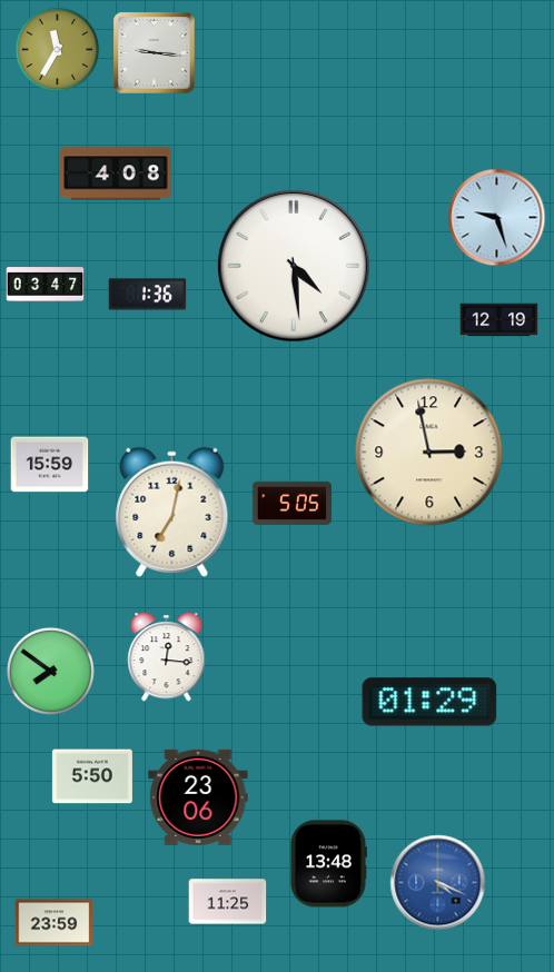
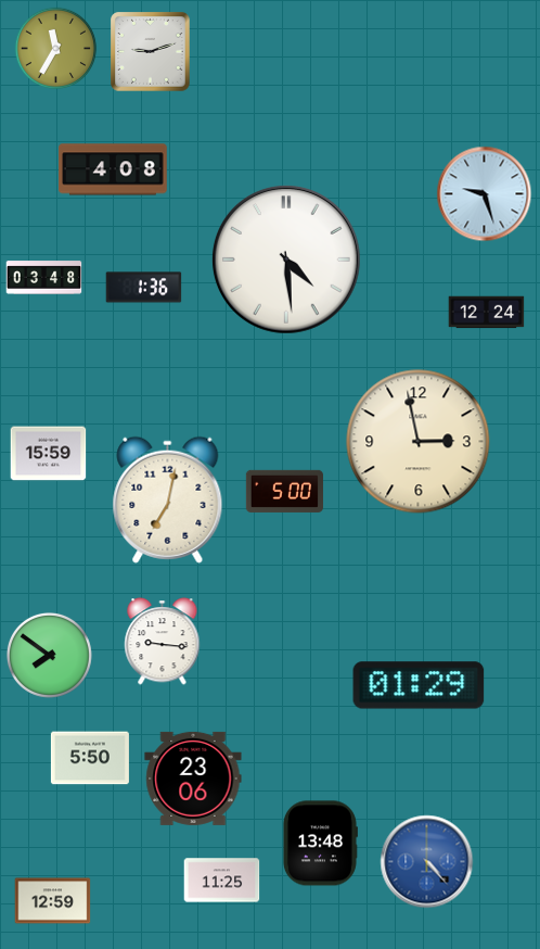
clock at (155, 53): 9:16 -> 9:12
clock at (497, 218) position: (497, 218) -> (485, 194)
clock at (46, 285): 03:47 -> 03:48
clock at (499, 320): 12:19 -> 12:24
clock at (291, 503): 5:05 -> 5:00
clock at (167, 657): 12:16 -> 9:16
clock at (438, 883): 4:19 -> 4:23
clock at (55, 923): 23:59 -> 12:59
